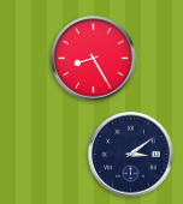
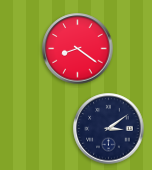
clock at (94, 59): 8:25 -> 8:21
